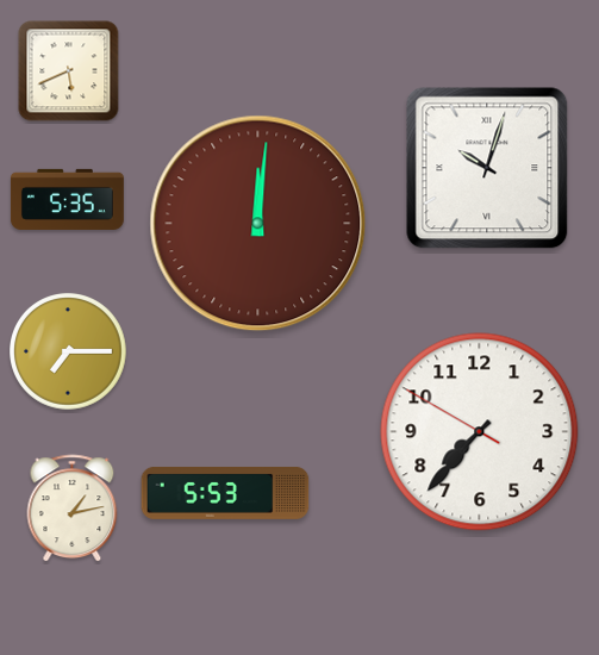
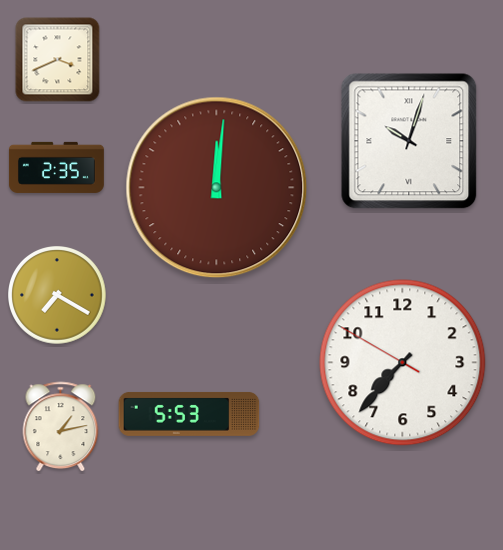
clock at (69, 71): 5:41 -> 3:41
clock at (67, 199): 5:35 -> 2:35
clock at (69, 353): 7:15 -> 7:20
